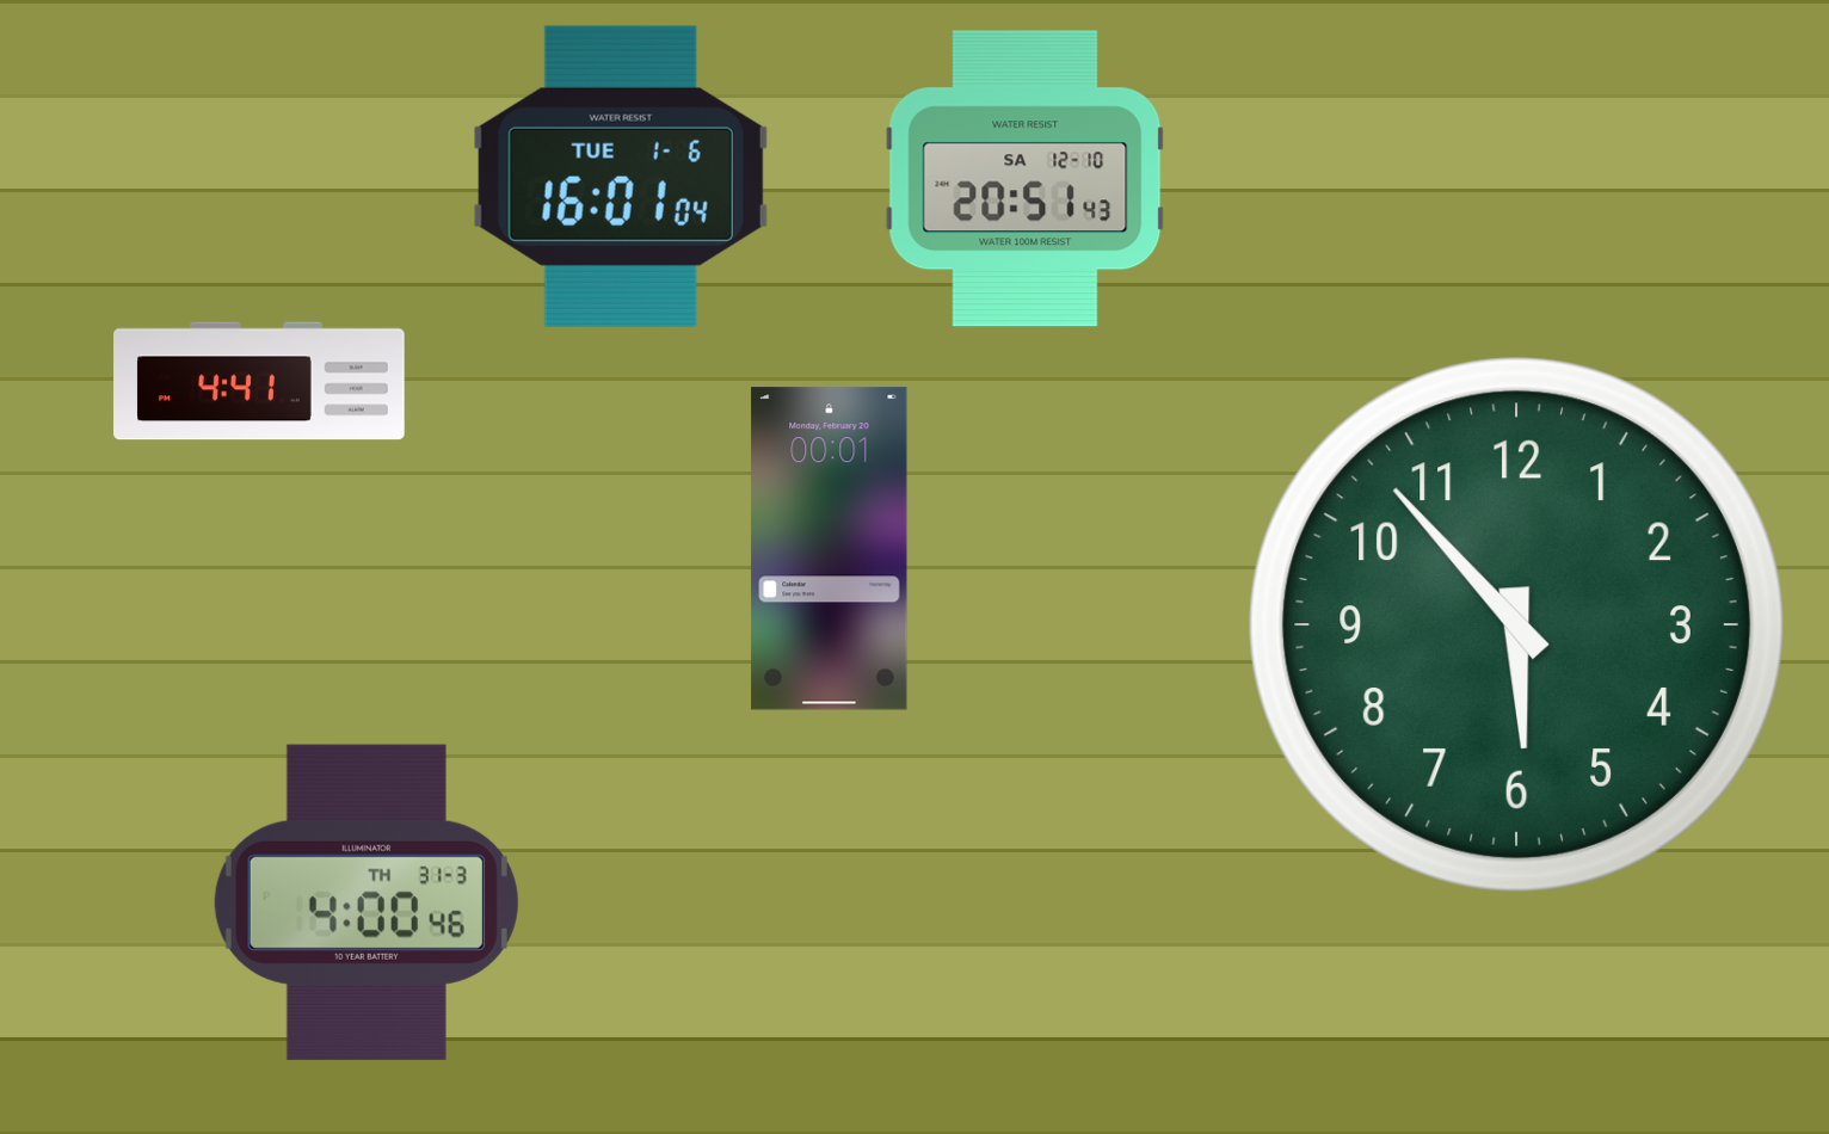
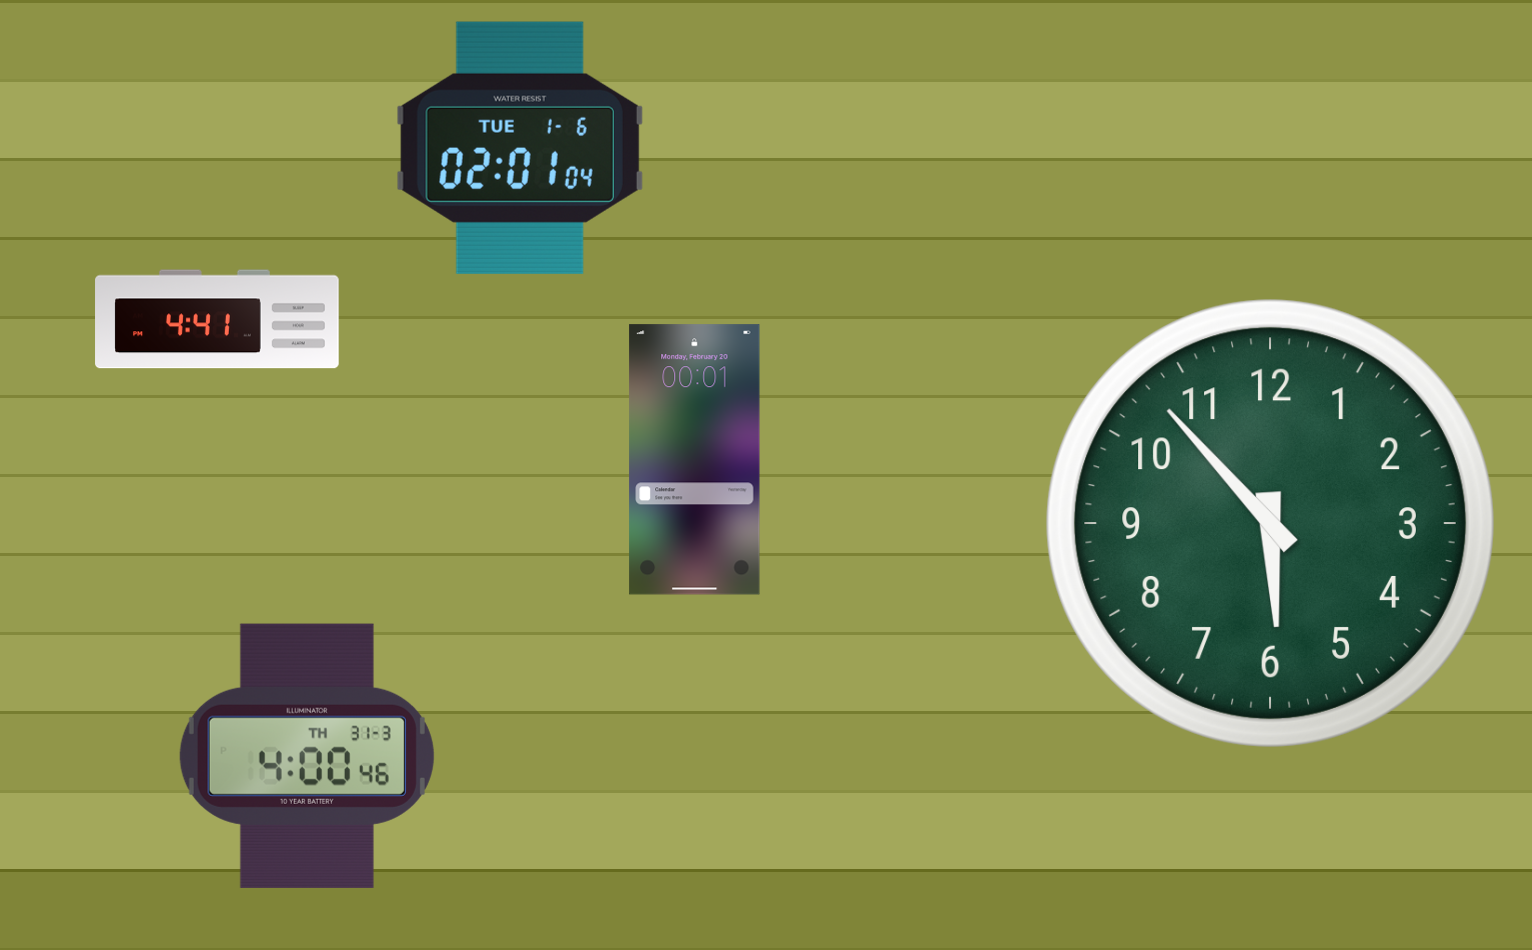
clock at (621, 177): 16:01 -> 02:01
clock at (1026, 179): 20:51 -> none
